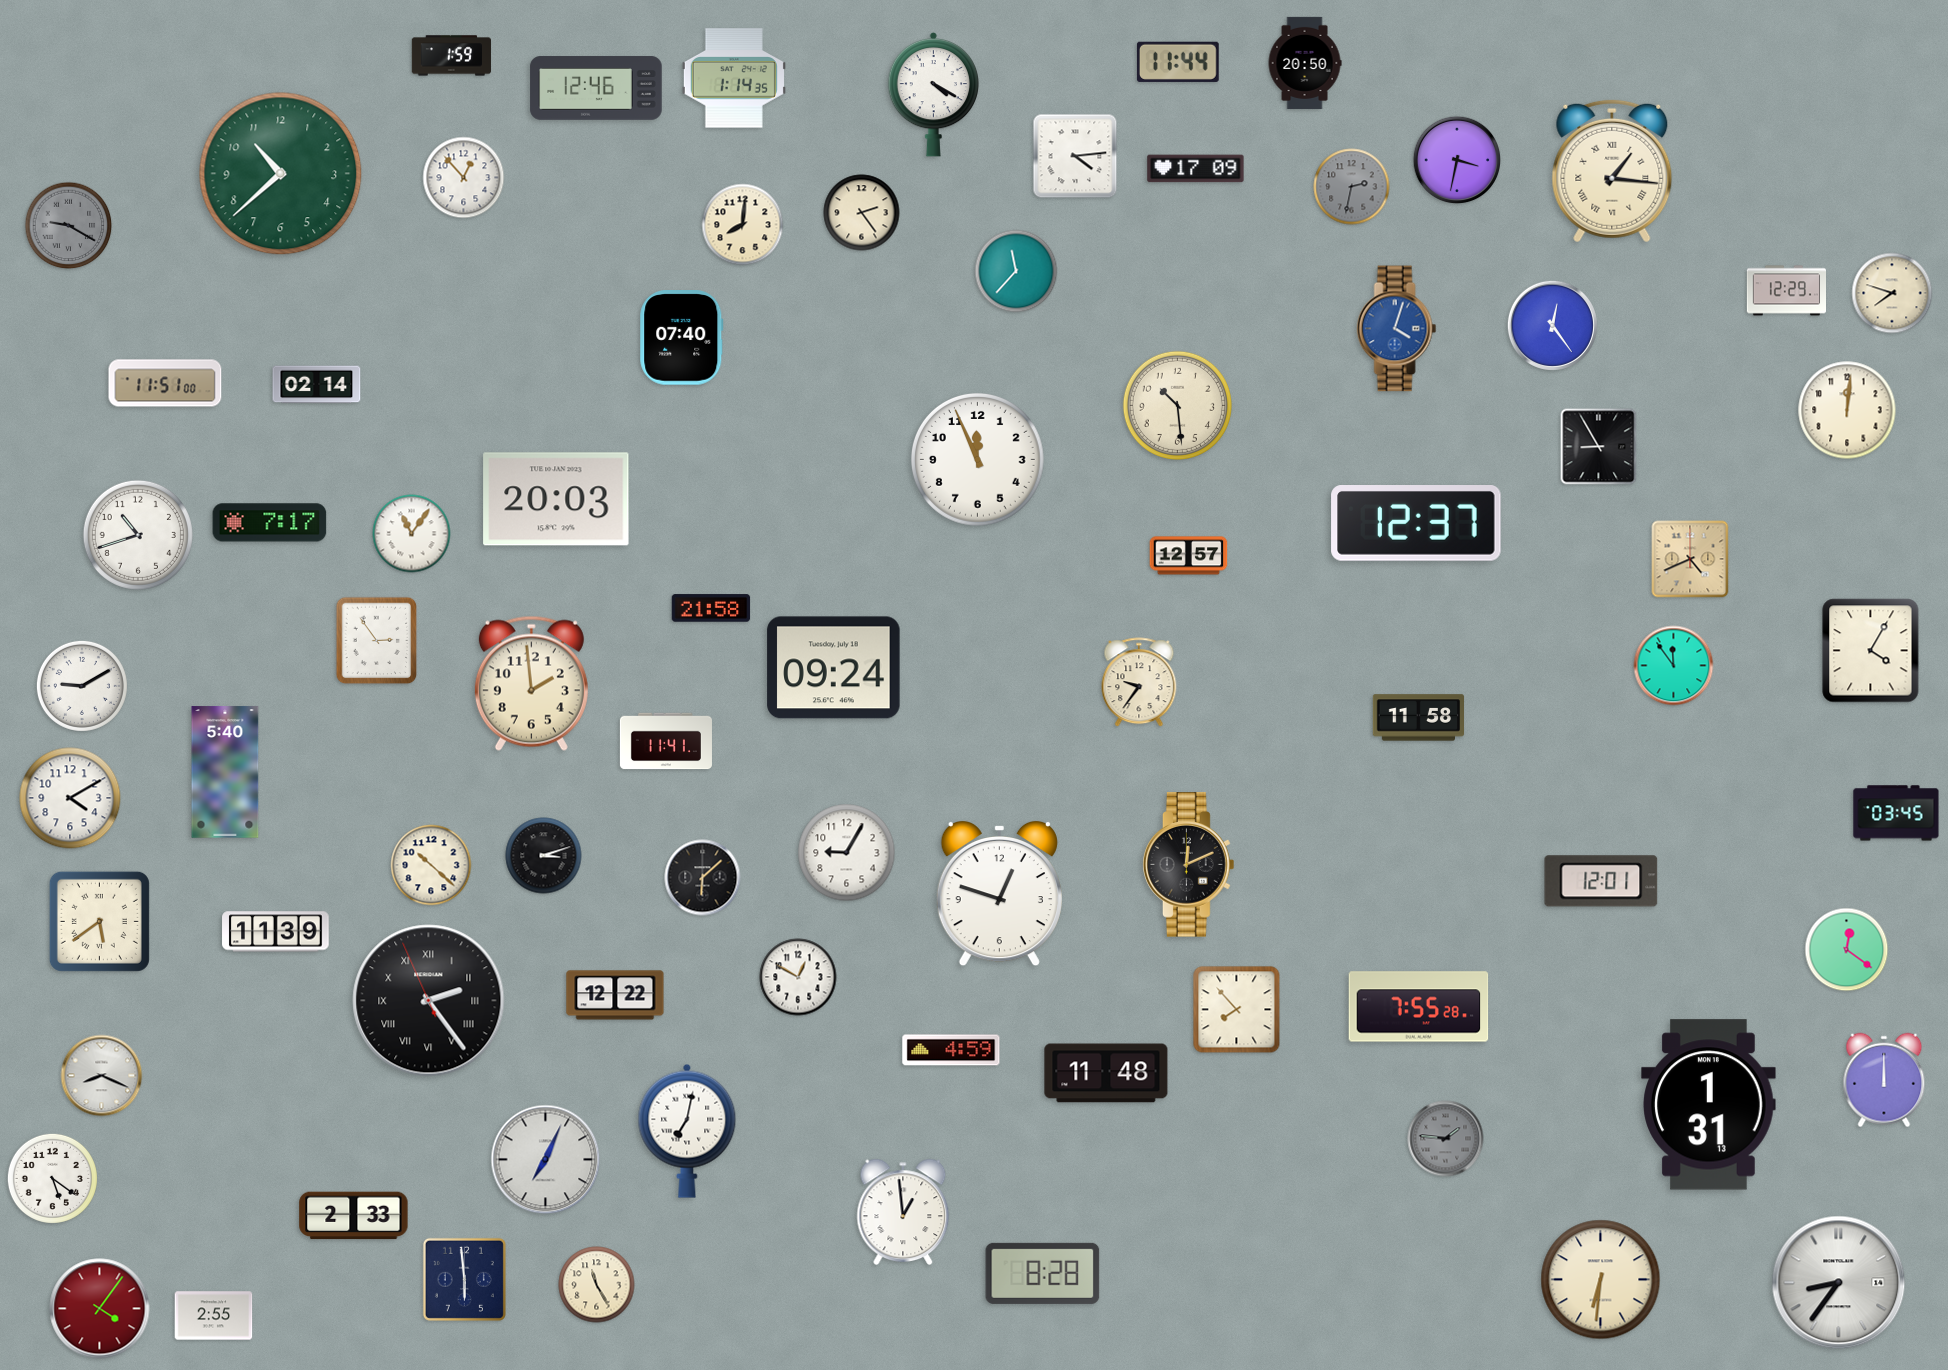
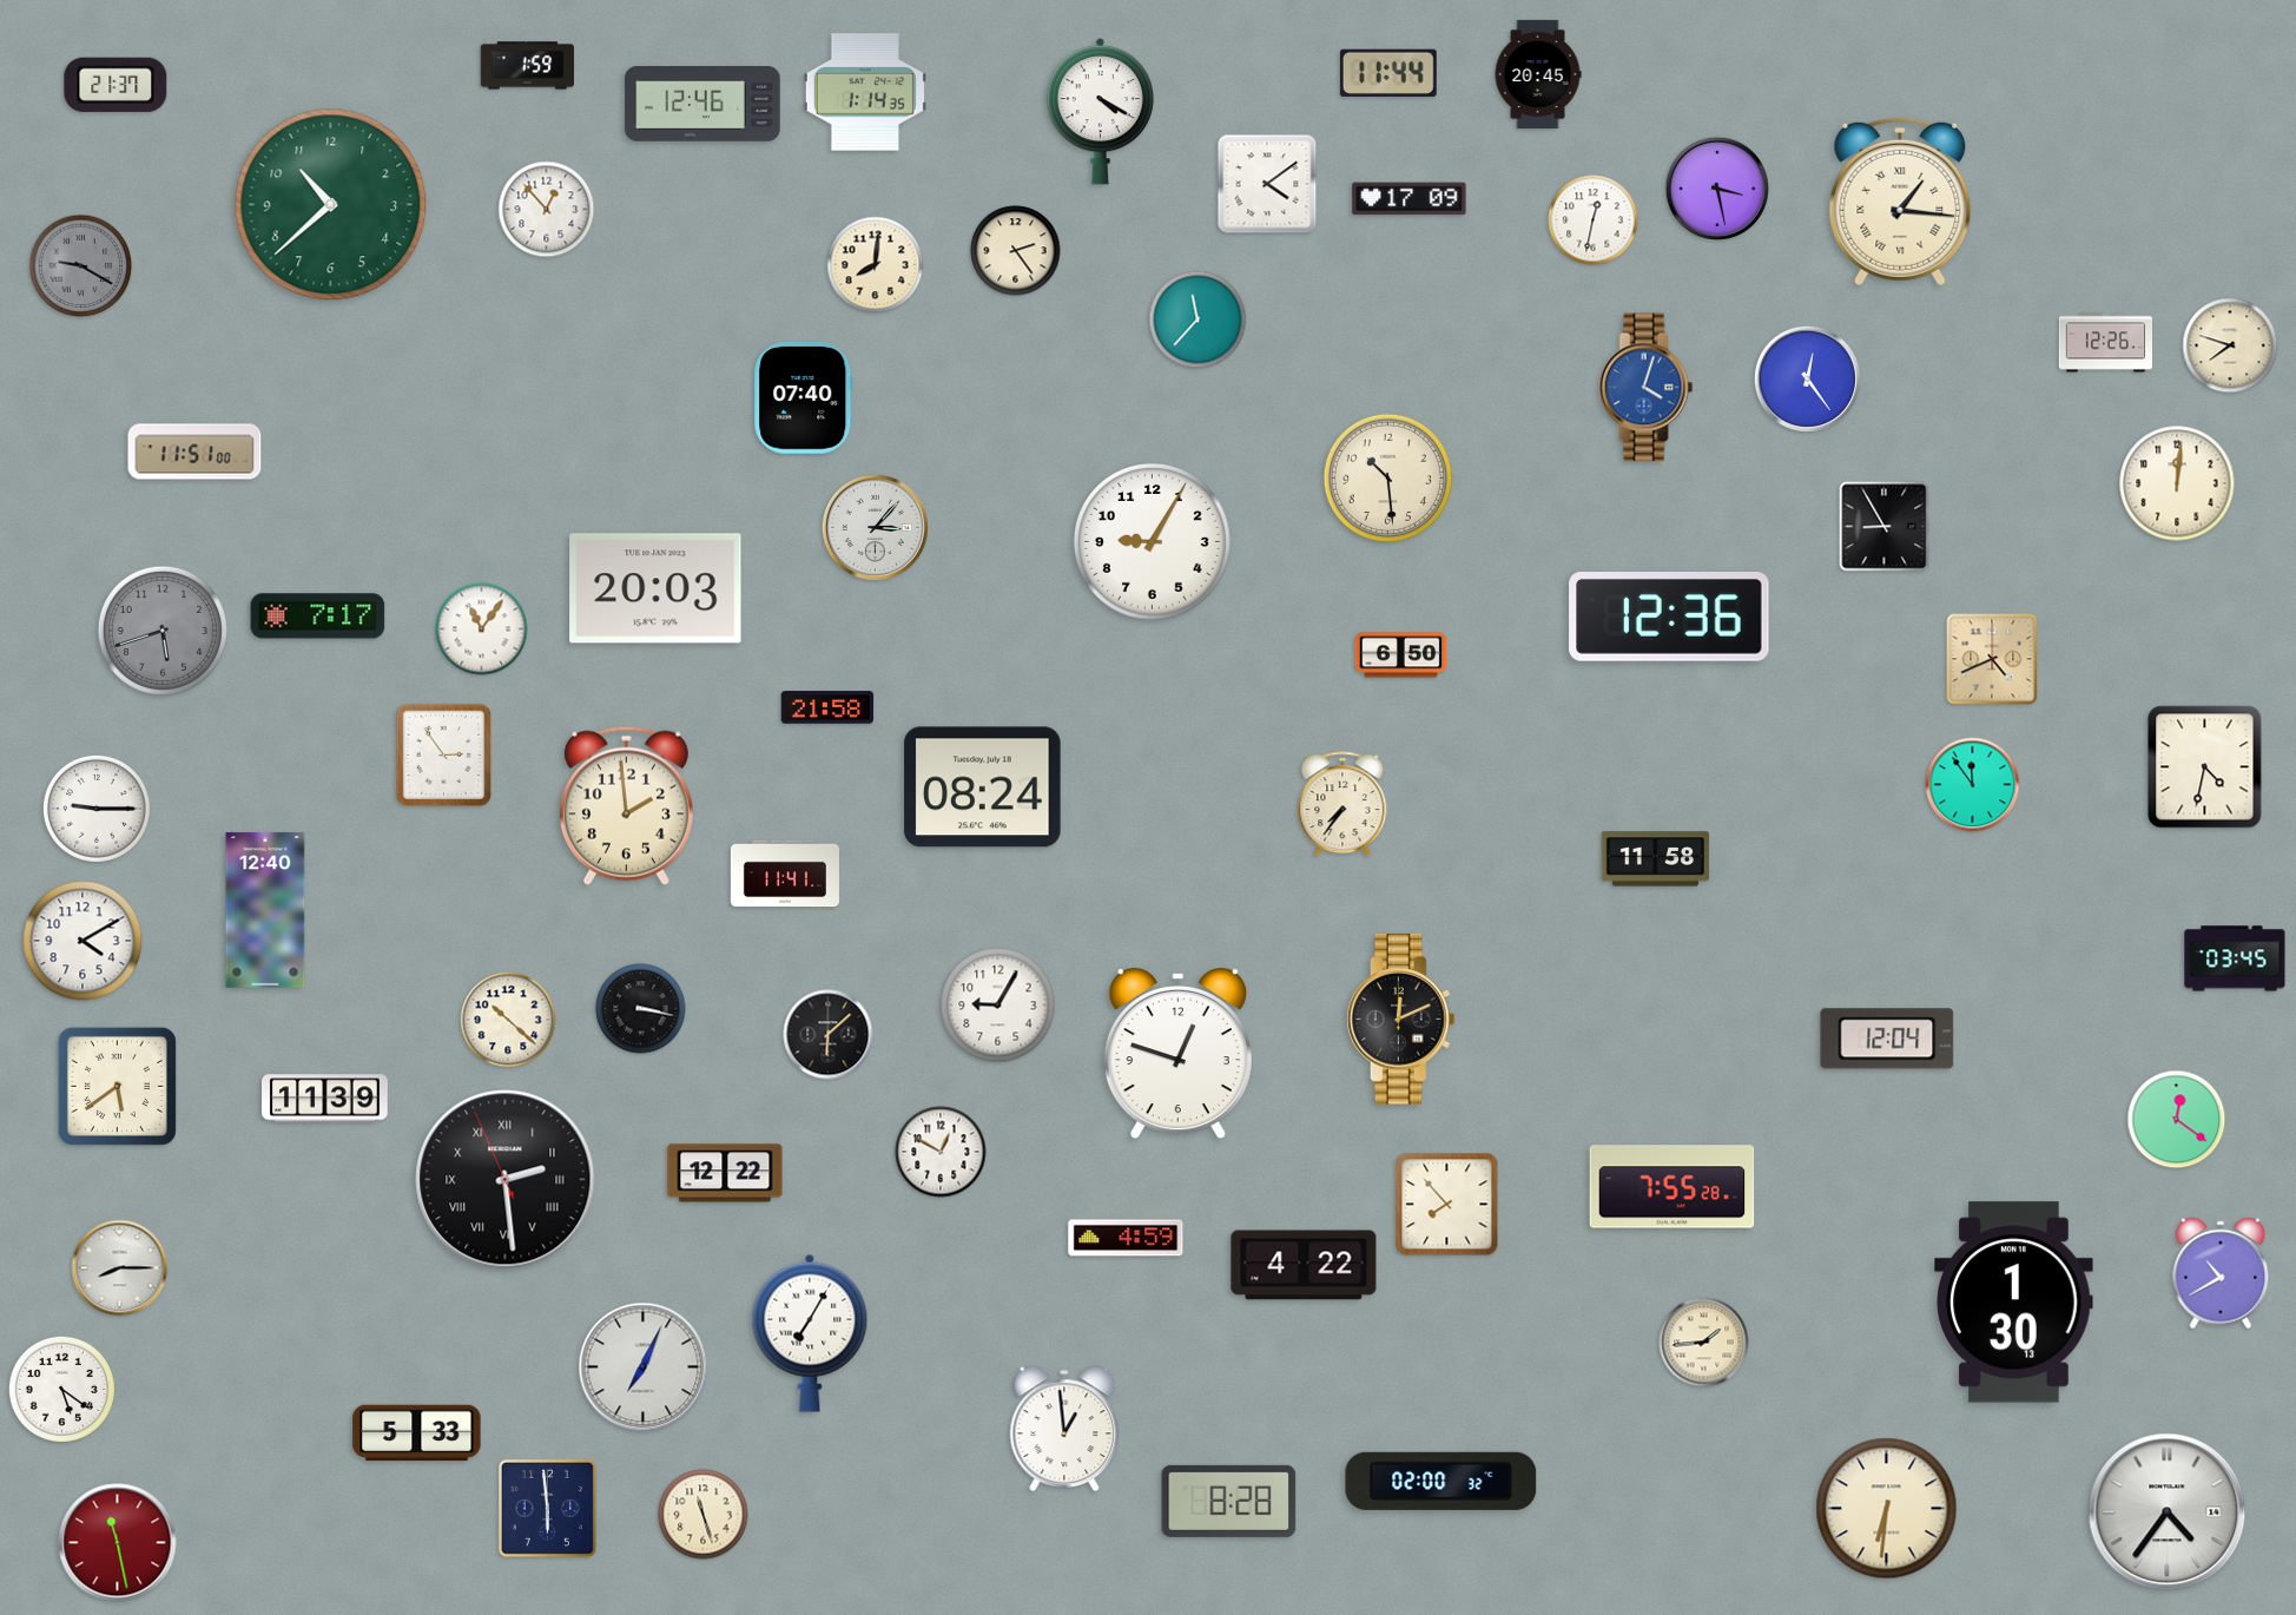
clock at (451, 56) position: (451, 56) -> (527, 66)
clock at (1305, 63): 20:50 -> 20:45
clock at (116, 85): none -> 21:37
clock at (1075, 156): 4:14 -> 4:09
clock at (1457, 160): 3:32 -> 3:28
clock at (1352, 187): 2:32 -> 12:32
clock at (1352, 187) dial: grey -> white
clock at (1786, 291): 12:29 -> 12:26
clock at (1552, 325) position: (1552, 325) -> (1807, 378)
clock at (317, 385): 02:14 -> none
clock at (875, 527): none -> 3:07
clock at (977, 459): 11:56 -> 9:05
clock at (1416, 524): 12:37 -> 12:36
clock at (412, 534) position: (412, 534) -> (482, 629)
clock at (138, 535): 10:42 -> 5:42
clock at (138, 535) dial: white -> grey
clock at (1189, 556): 12:57 -> 6:50
clock at (711, 608) position: (711, 608) -> (827, 707)
clock at (1871, 651): 4:05 -> 4:32
clock at (834, 668): 09:24 -> 08:24
clock at (1139, 683): 9:36 -> 7:36
clock at (82, 686): 9:10 -> 9:15
clock at (1419, 718) position: (1419, 718) -> (1656, 859)
clock at (225, 772): 5:40 -> 12:40
clock at (544, 856): 3:12 -> 3:17
clock at (1601, 881): 12:01 -> 12:04
clock at (429, 1001): 2:23 -> 2:28
clock at (1237, 1010) position: (1237, 1010) -> (1447, 1205)
clock at (951, 1050) position: (951, 1050) -> (1126, 1238)
clock at (1106, 1073): 11:48 -> 4:22
clock at (102, 1076): 8:19 -> 8:15
clock at (1884, 1080): 12:00 -> 10:40
clock at (1709, 1105): 1:31 -> 1:30
clock at (687, 1131): 7:02 -> 7:05
clock at (1446, 1139): 1:46 -> 1:44
clock at (1446, 1139) dial: grey -> cream
clock at (354, 1216): 2:33 -> 5:33
clock at (1441, 1481): none -> 02:00
clock at (1839, 1283): 8:36 -> 4:36
clock at (597, 1285): 11:25 -> 11:27
clock at (100, 1309): 4:06 -> 11:28
clock at (214, 1316): 2:55 -> none
